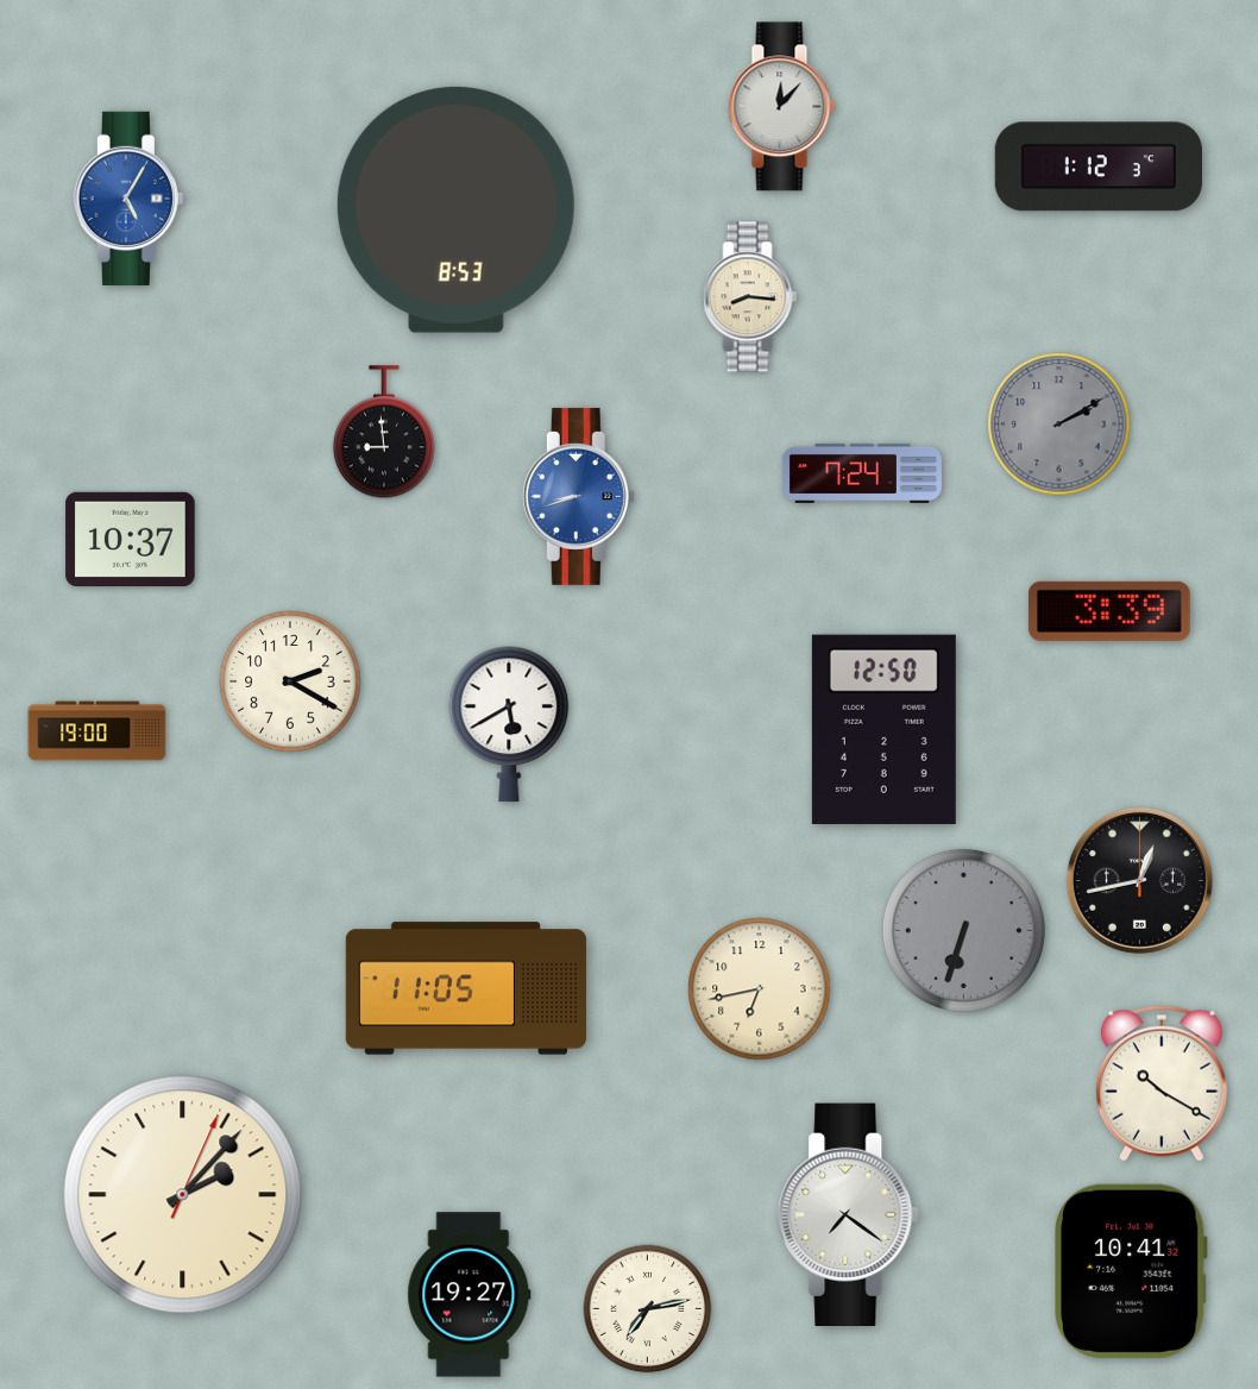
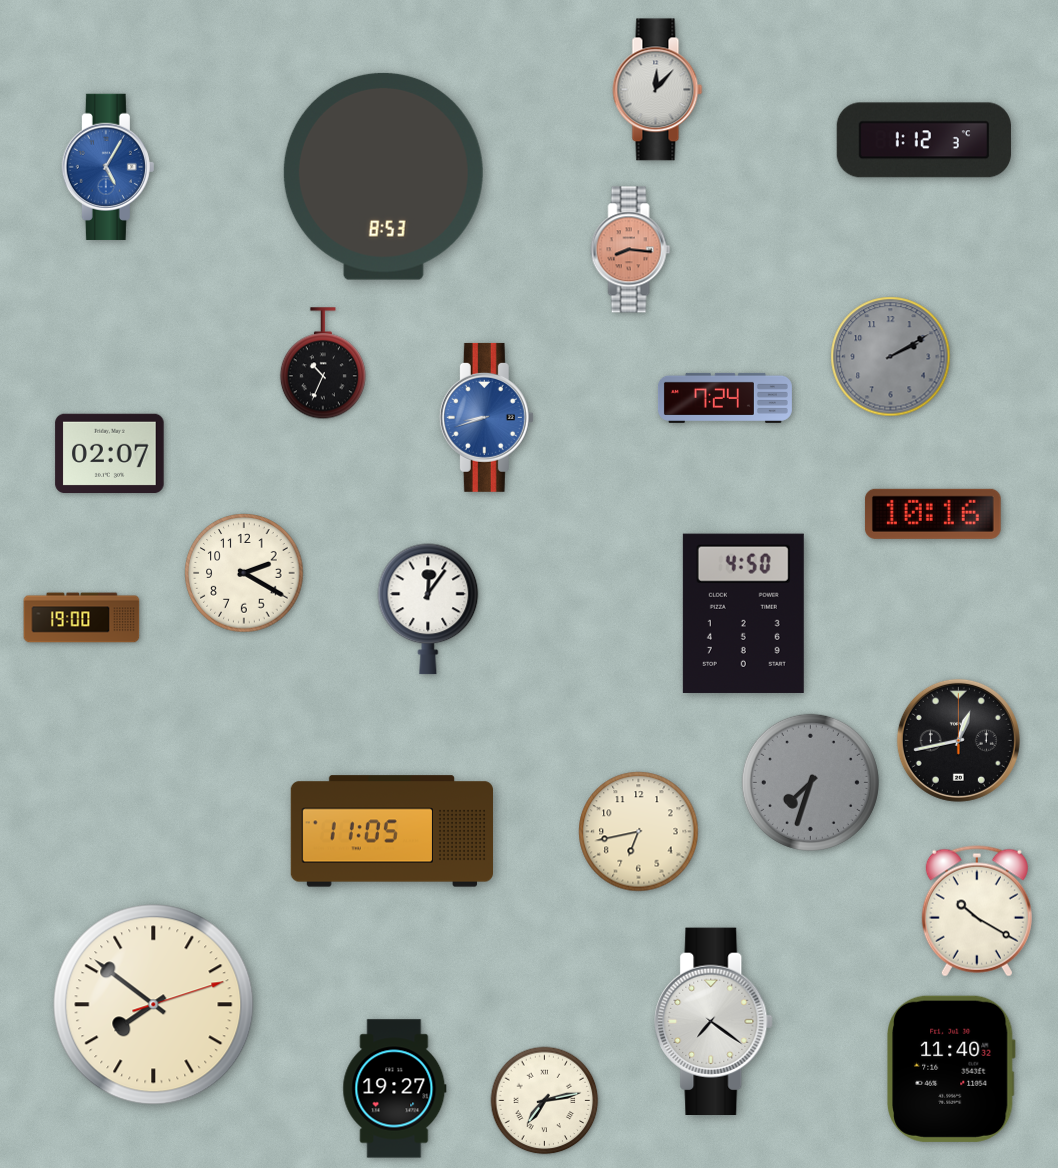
clock at (750, 297) dial: cream -> salmon
clock at (384, 433): 8:59 -> 10:34
clock at (131, 539): 10:37 -> 02:07
clock at (1109, 611): 3:39 -> 10:16
clock at (509, 724): 5:40 -> 12:06
clock at (883, 729): 12:50 -> 4:50
clock at (98, 731) position: (98, 731) -> (82, 618)
clock at (963, 930): 6:33 -> 7:33
clock at (183, 1195): 2:07 -> 7:51
clock at (1132, 1271): 10:41 -> 11:40
